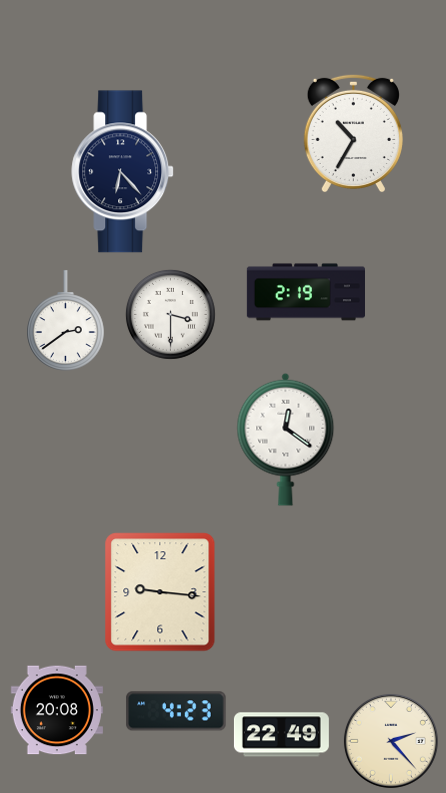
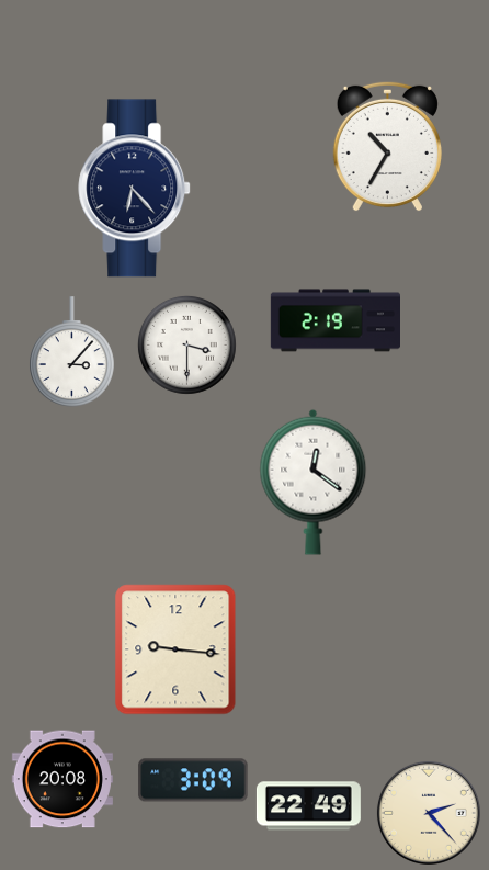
clock at (66, 321): 2:39 -> 3:07
clock at (176, 711): 4:23 -> 3:09
